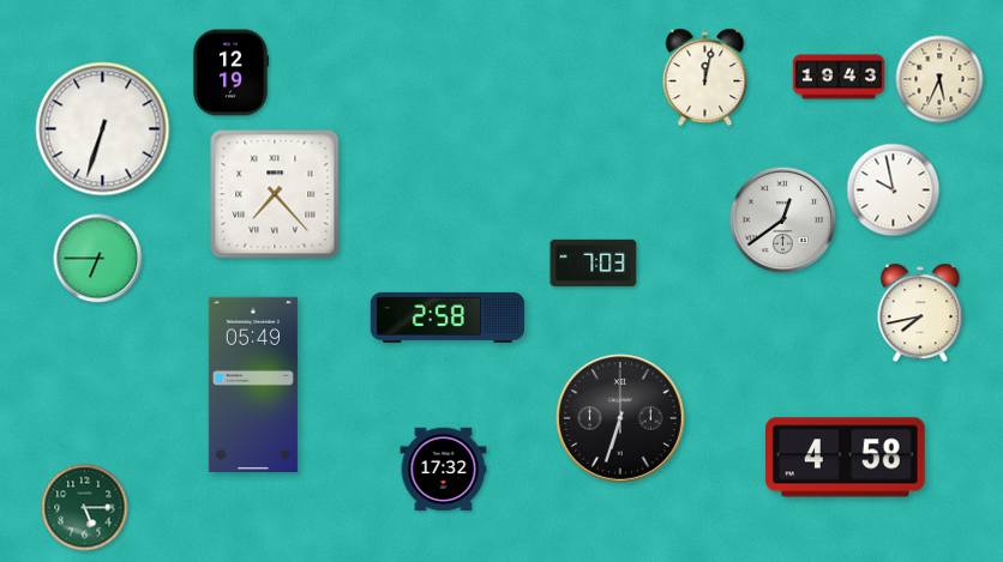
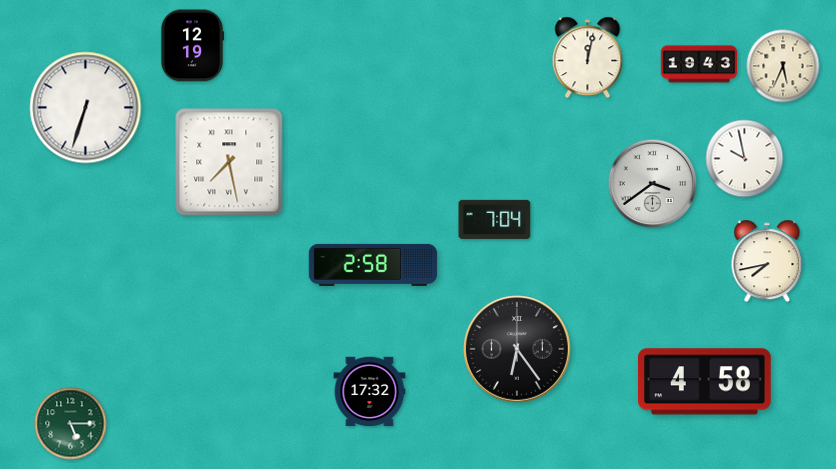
clock at (230, 73) position: (230, 73) -> (192, 46)
clock at (705, 78) position: (705, 78) -> (588, 58)
clock at (275, 194): 7:23 -> 7:28
clock at (783, 220): 12:39 -> 3:39
clock at (98, 259): 6:45 -> none
clock at (594, 262): 7:03 -> 7:04
clock at (253, 385): 05:49 -> none
clock at (621, 419): 6:33 -> 6:24
